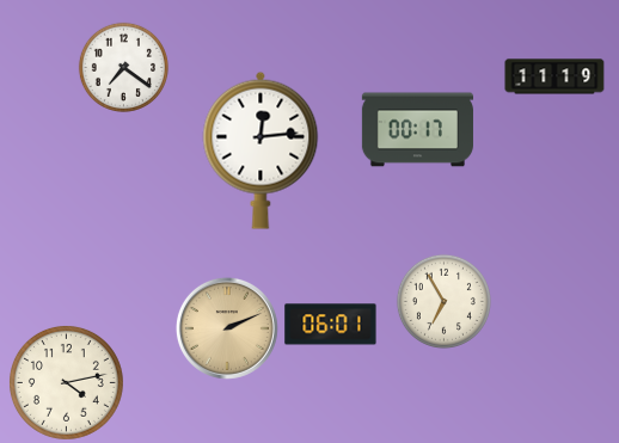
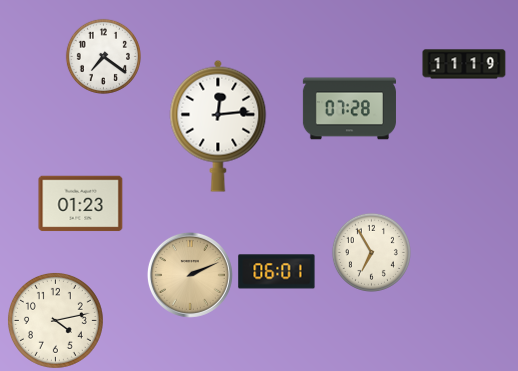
clock at (417, 130): 00:17 -> 07:28
clock at (81, 204): none -> 01:23
